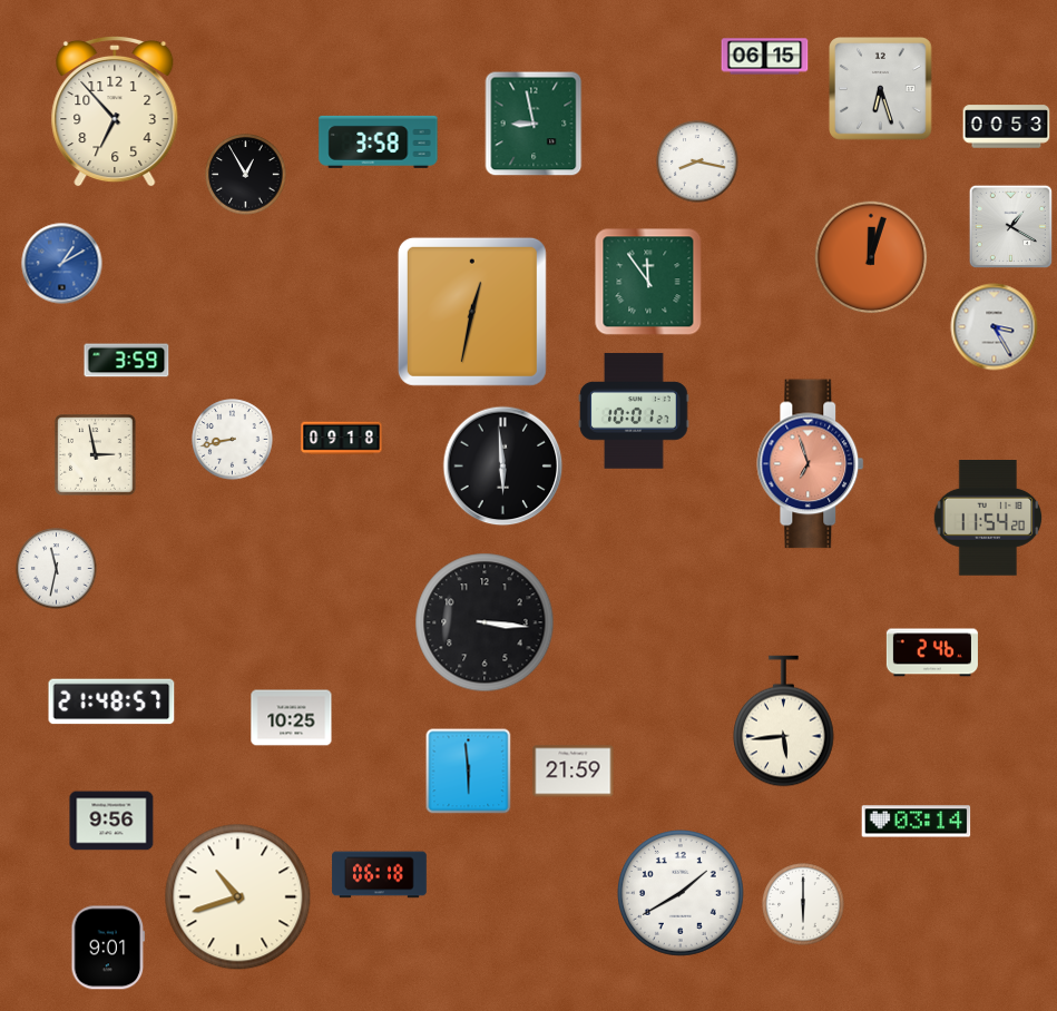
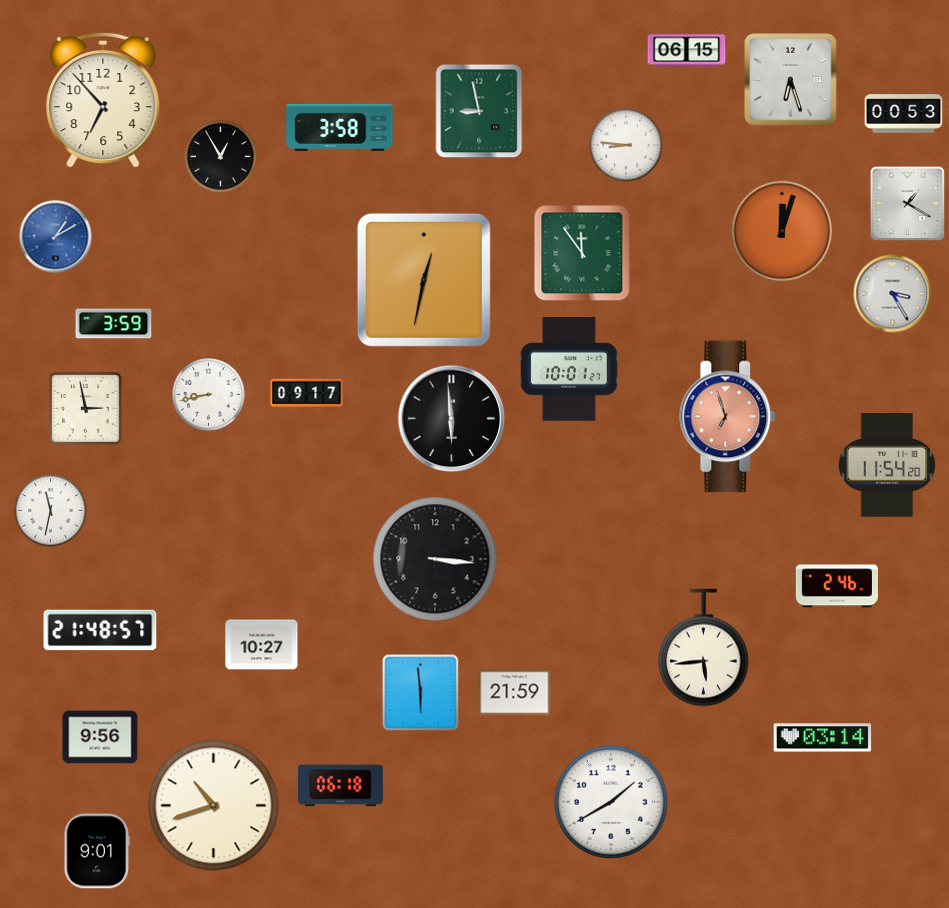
clock at (697, 161): 8:17 -> 8:46
clock at (342, 439): 09:18 -> 09:17
clock at (292, 718): 10:25 -> 10:27
clock at (803, 904): 6:00 -> none
